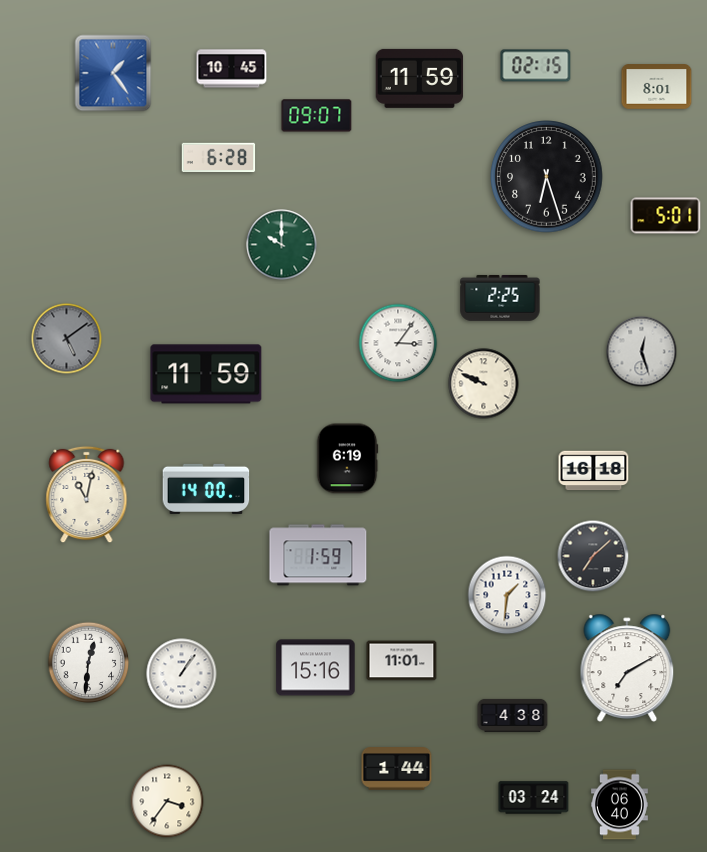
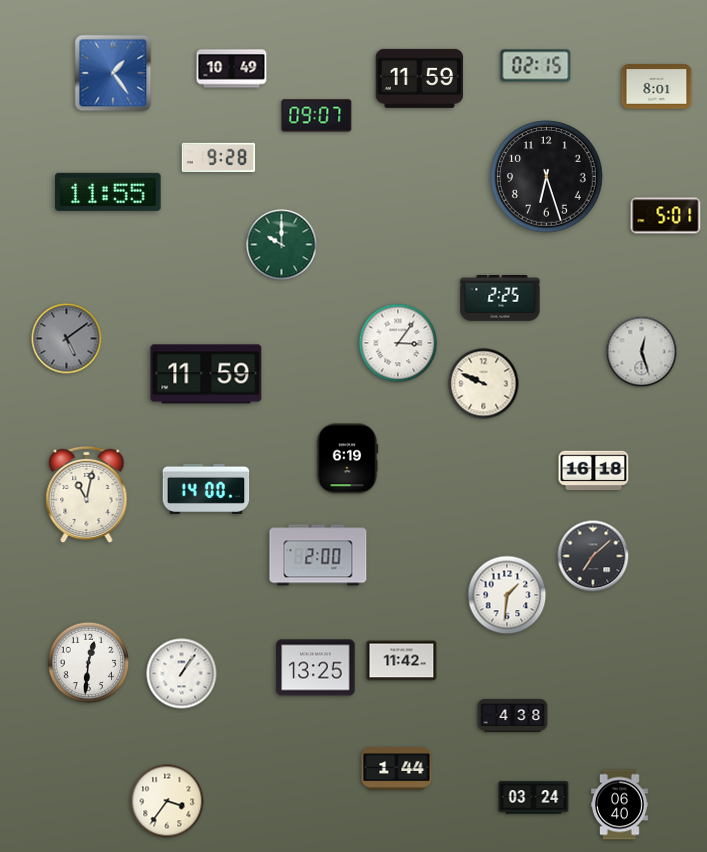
clock at (232, 69): 10:45 -> 10:49
clock at (219, 158): 6:28 -> 9:28
clock at (108, 192): none -> 11:55
clock at (318, 555): 1:59 -> 2:00
clock at (402, 661): 11:01 -> 11:42
clock at (316, 668): 15:16 -> 13:25
clock at (627, 668): 7:10 -> none
